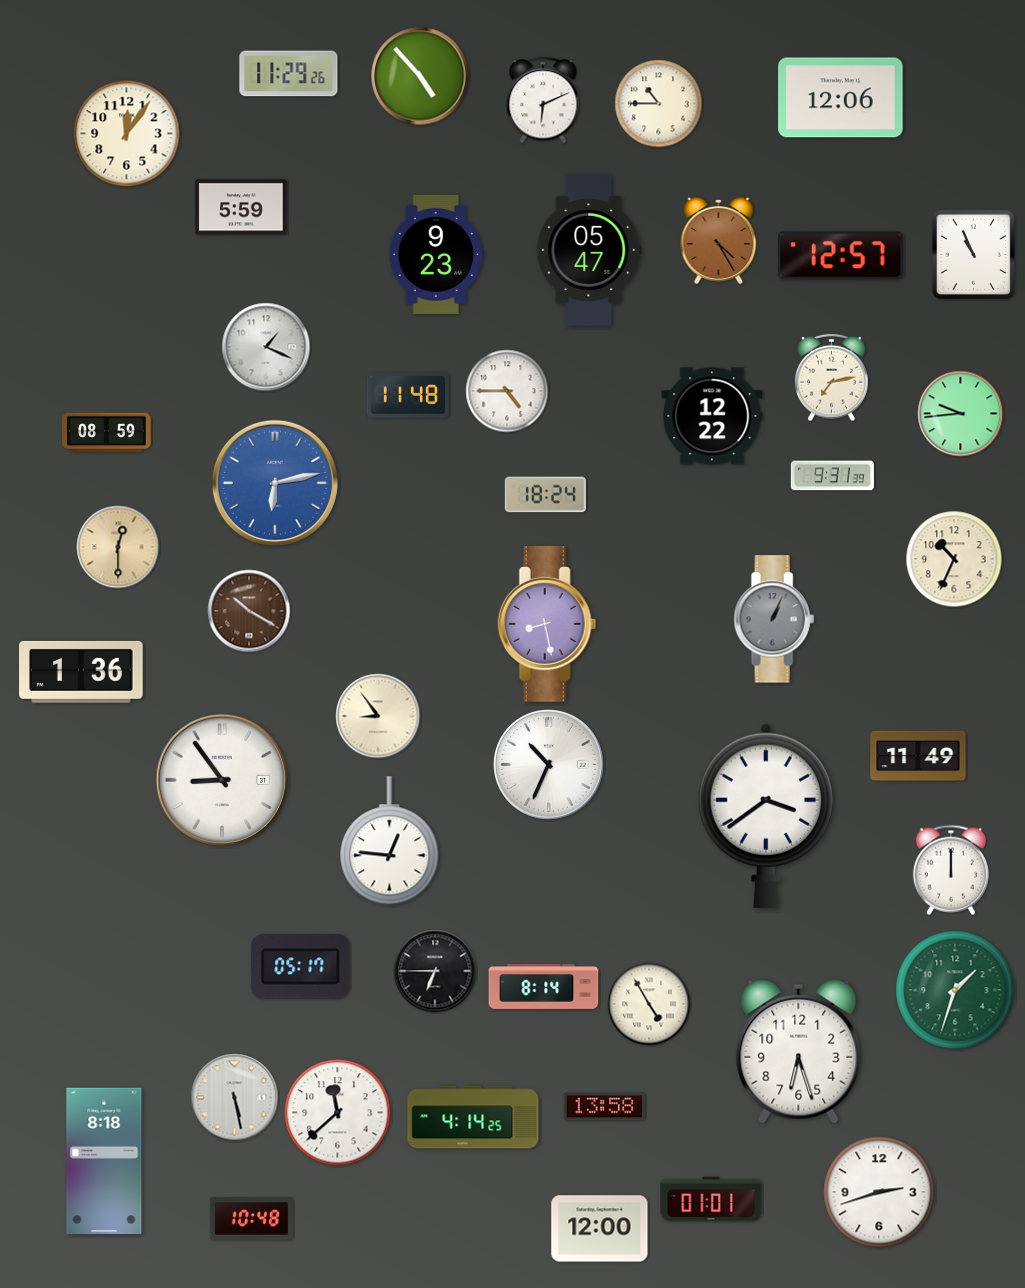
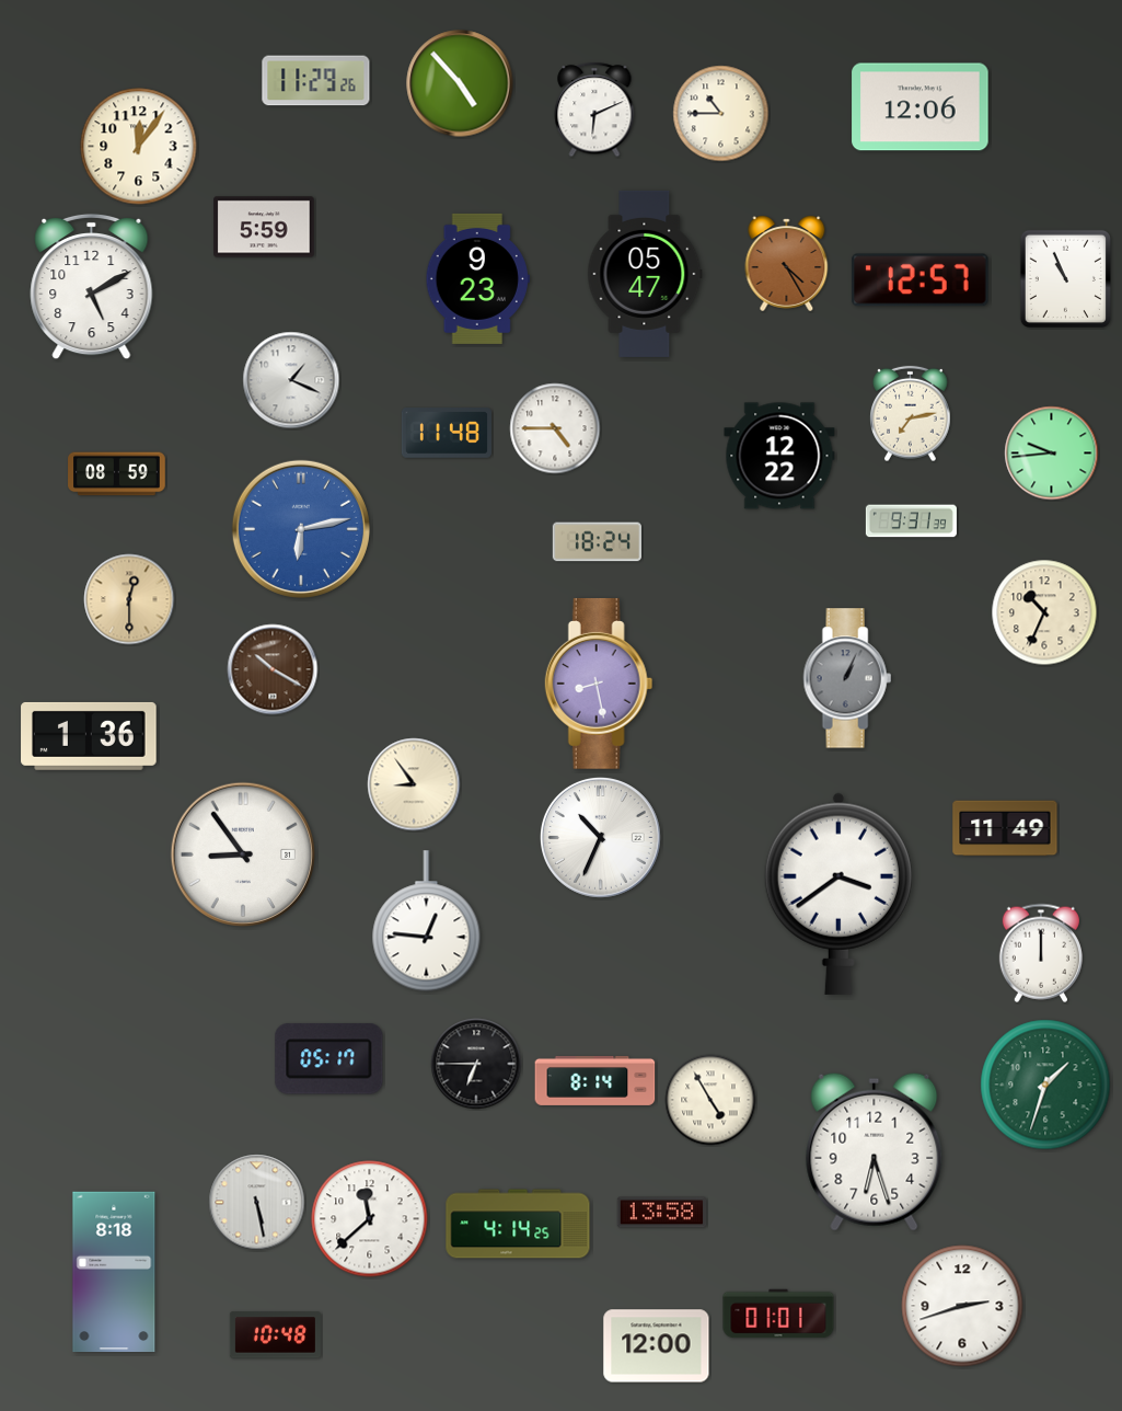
clock at (92, 287): none -> 5:10
